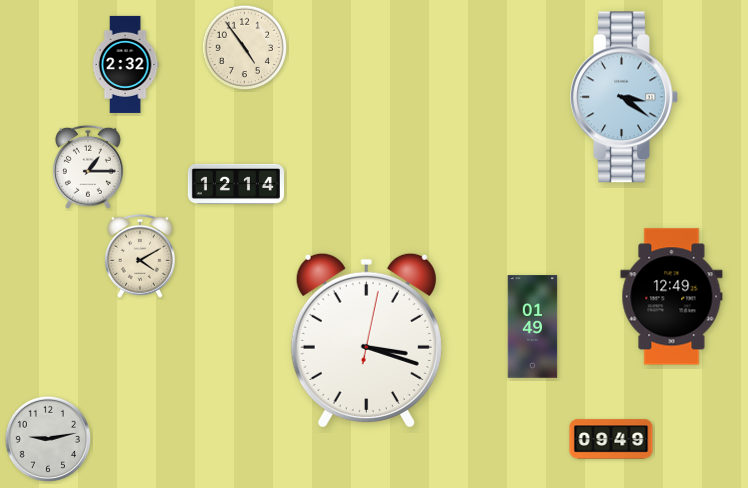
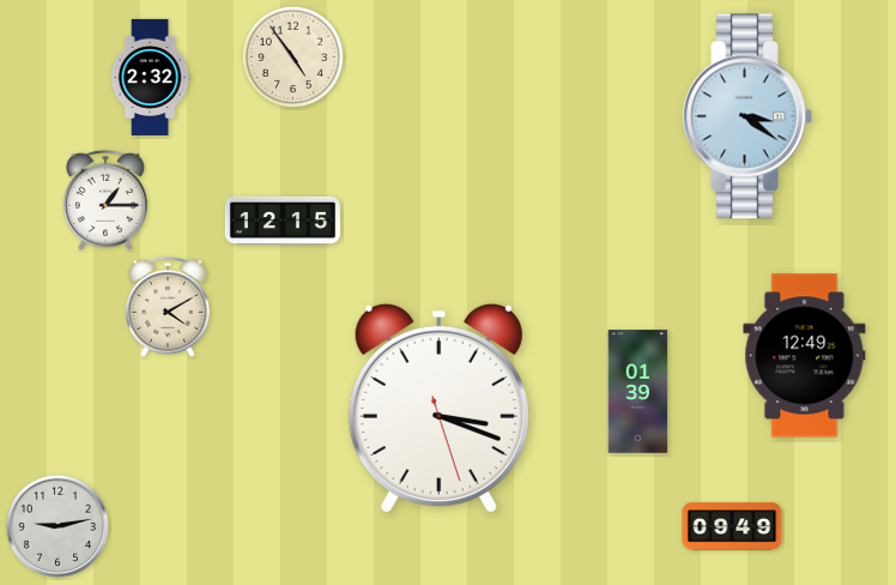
clock at (236, 184): 12:14 -> 12:15
clock at (533, 327): 01:49 -> 01:39
clock at (366, 340): 3:18:02 -> 3:18:27
